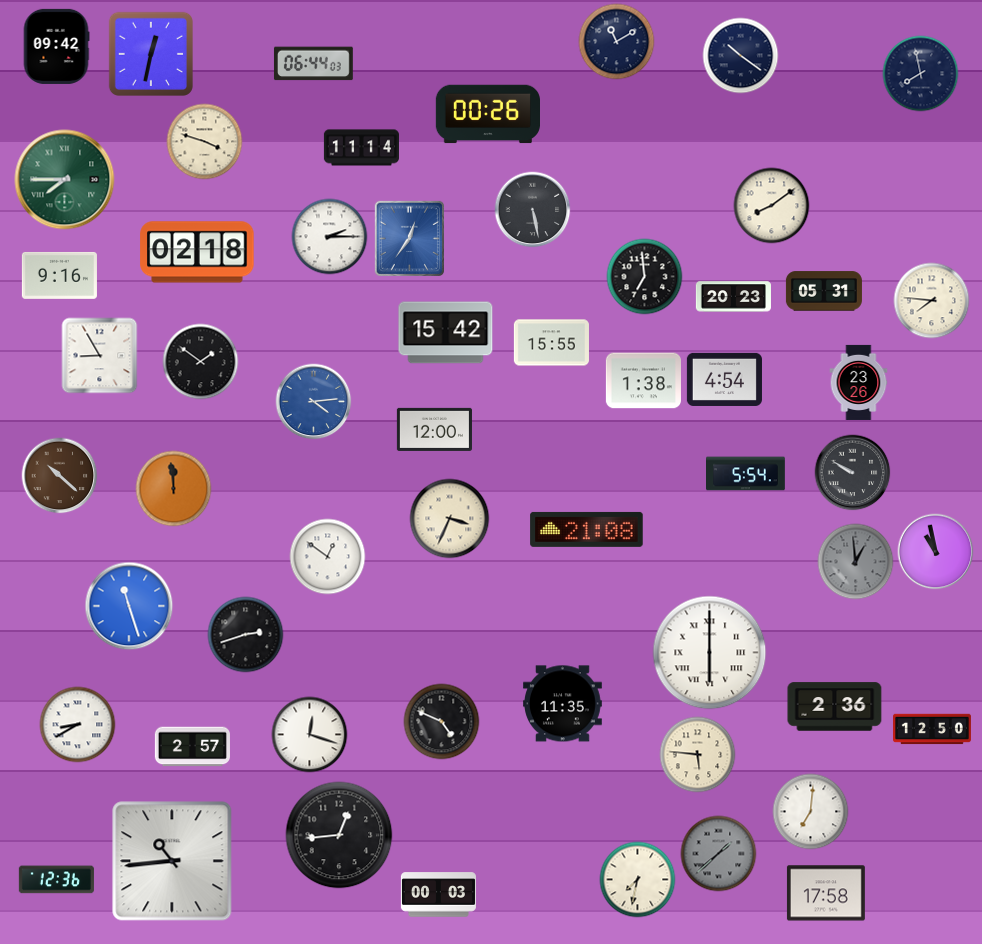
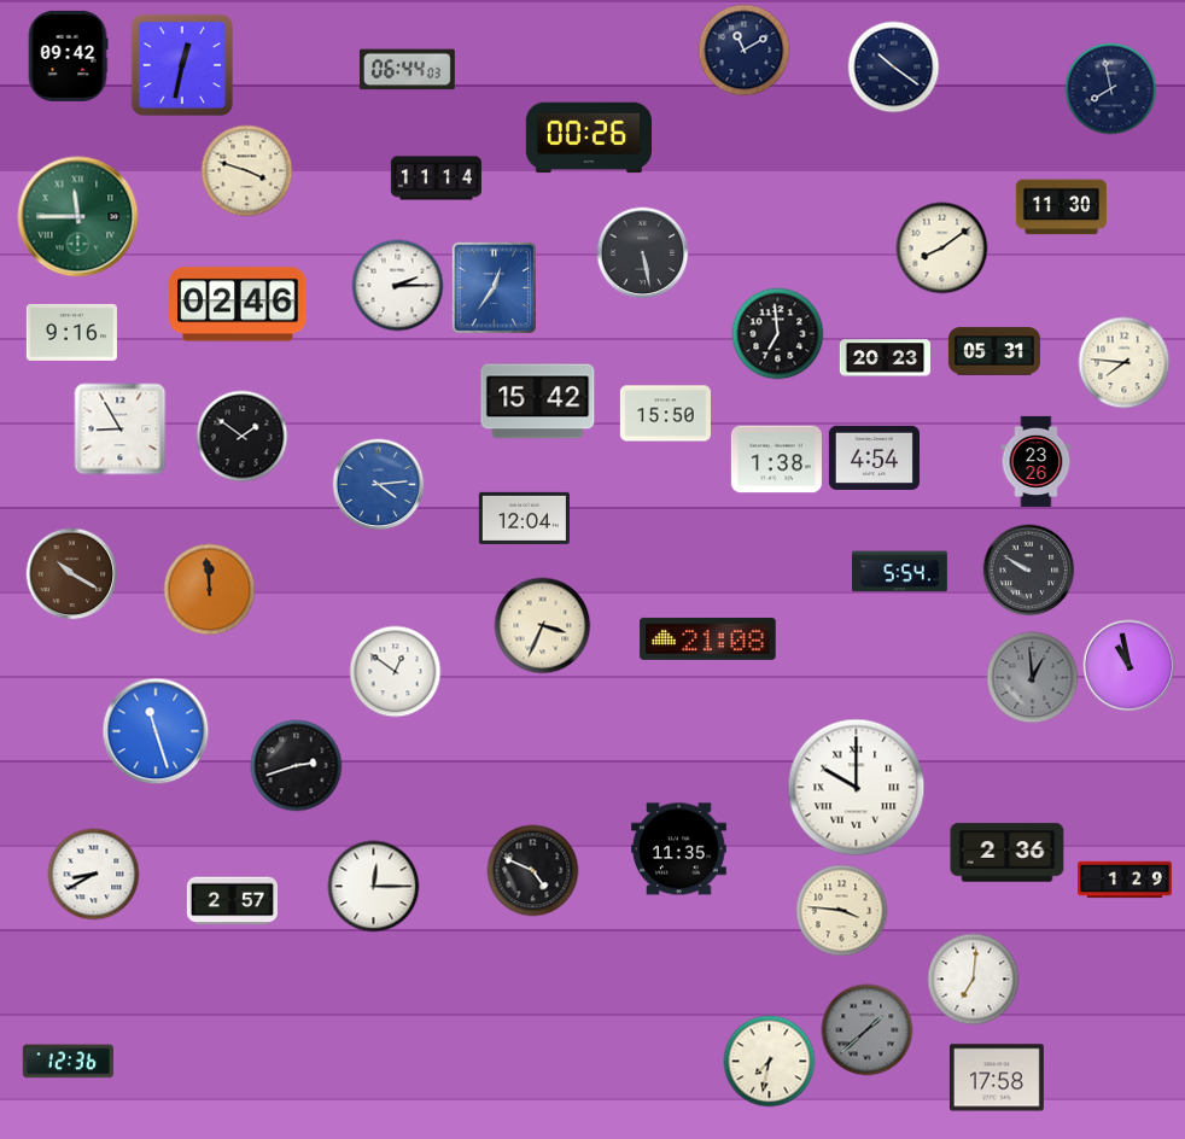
clock at (313, 64) position: (313, 64) -> (407, 70)
clock at (1061, 208): none -> 11:30
clock at (65, 180): 7:45 -> 11:45
clock at (772, 206) position: (772, 206) -> (942, 249)
clock at (197, 252): 02:18 -> 02:46
clock at (551, 343): 15:55 -> 15:50
clock at (434, 429): 12:00 -> 12:04
clock at (60, 476): 10:22 -> 10:20
clock at (710, 653): 6:00 -> 10:00
clock at (933, 729): 12:50 -> 1:29
clock at (310, 735): 12:18 -> 12:15
clock at (698, 755): 5:46 -> 3:46
clock at (811, 812) position: (811, 812) -> (974, 980)
clock at (339, 835): 12:44 -> none
clock at (172, 861): 10:44 -> none
clock at (438, 895): 00:03 -> none
